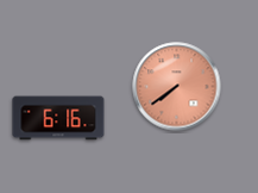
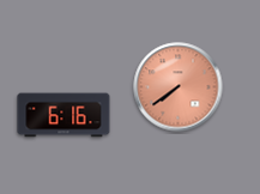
clock at (58, 118) position: (58, 118) -> (64, 115)
